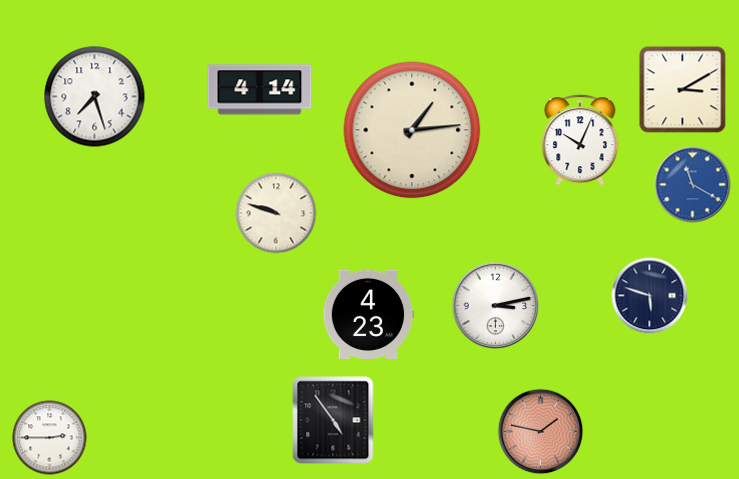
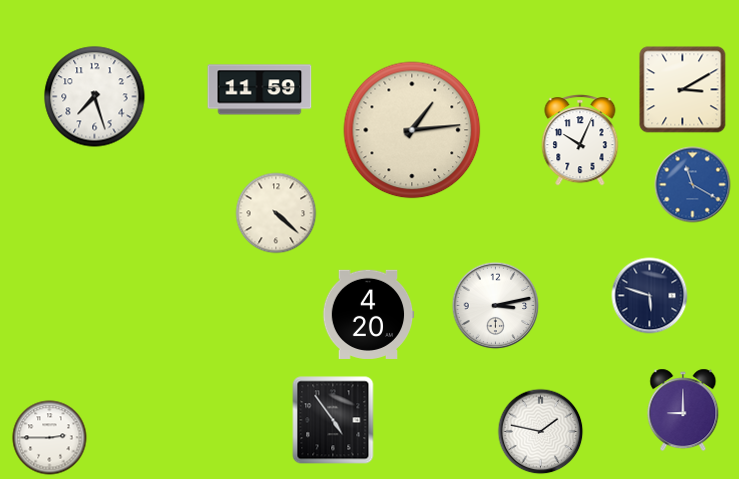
clock at (260, 90): 4:14 -> 11:59
clock at (276, 213): 9:48 -> 4:22
clock at (368, 314): 4:23 -> 4:20
clock at (683, 410): none -> 9:00
clock at (541, 432) dial: salmon -> white
